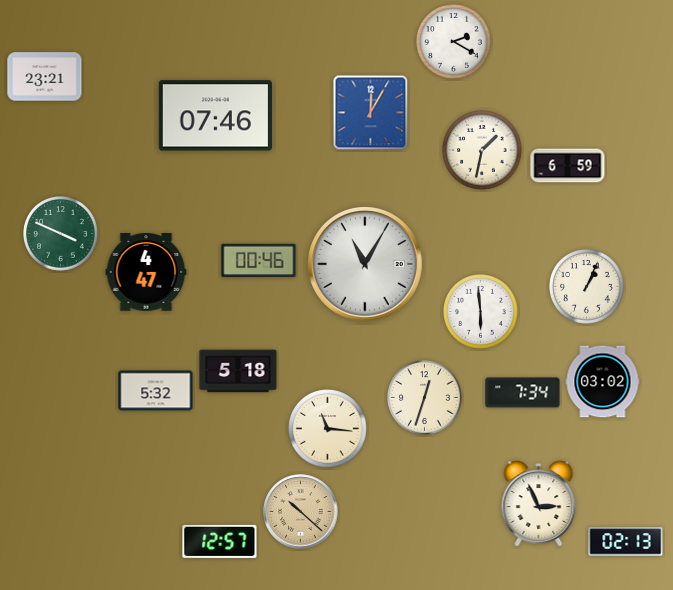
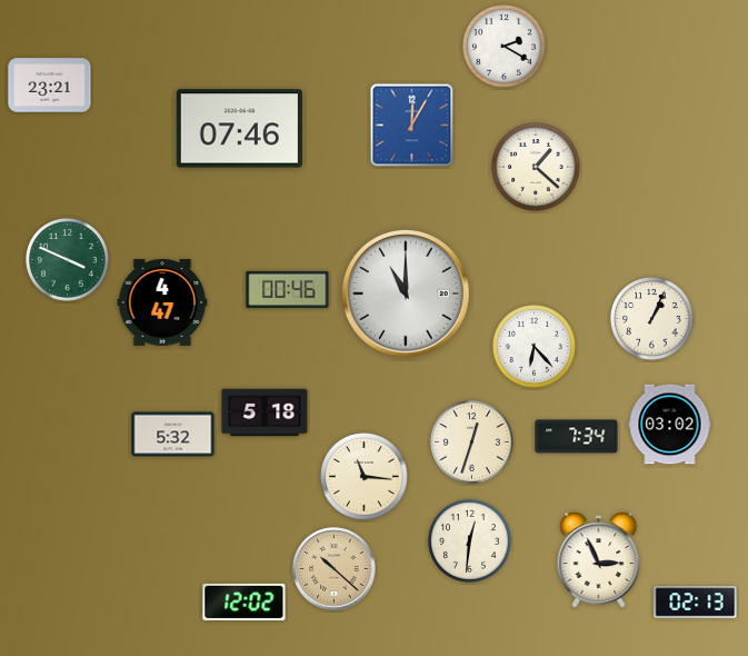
clock at (482, 150): 1:32 -> 1:22
clock at (568, 166): 6:59 -> none
clock at (365, 264): 11:05 -> 11:00
clock at (481, 312): 5:59 -> 6:23
clock at (523, 393) position: (523, 393) -> (577, 437)
clock at (470, 541): none -> 12:31
clock at (220, 541): 12:57 -> 12:02
